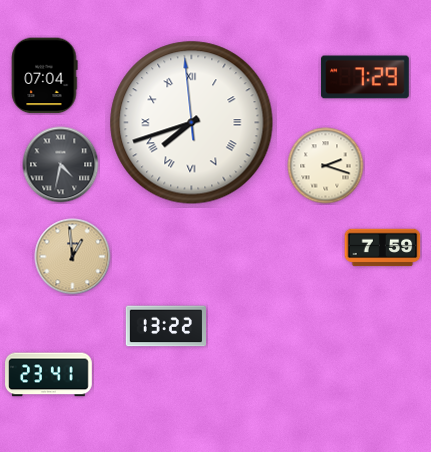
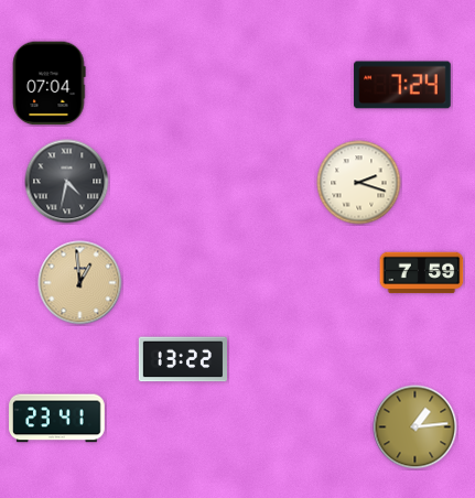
clock at (365, 77): 7:29 -> 7:24
clock at (192, 123): 7:41 -> none
clock at (49, 375) position: (49, 375) -> (57, 419)
clock at (415, 427): none -> 1:14
